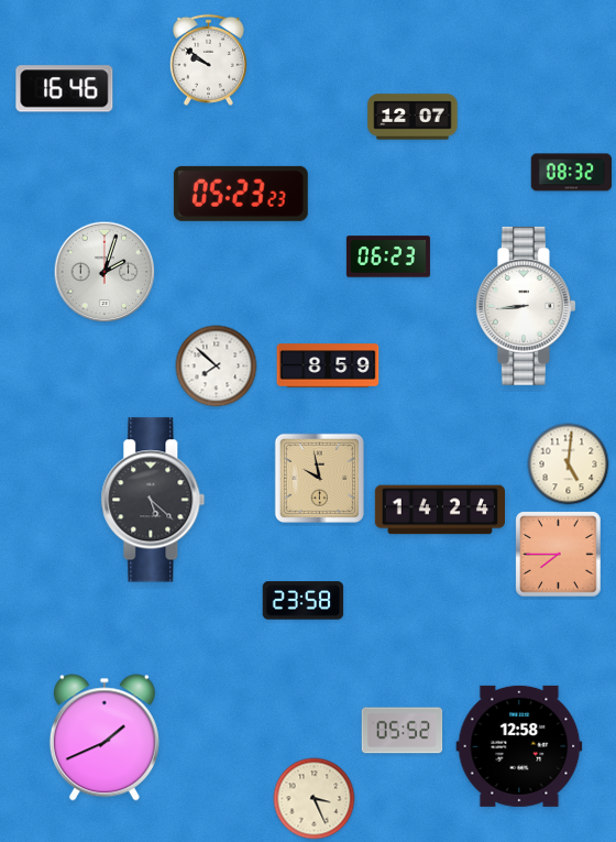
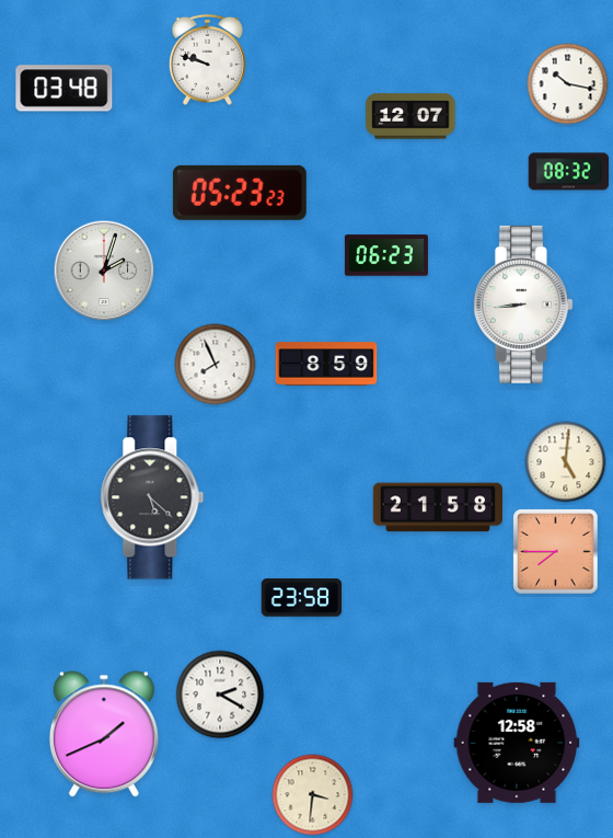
clock at (208, 59): 9:51 -> 9:48
clock at (568, 84): none -> 10:17
clock at (65, 89): 16:46 -> 03:48
clock at (217, 367): 7:52 -> 7:56
clock at (319, 478): 9:58 -> none
clock at (439, 510): 14:24 -> 21:58
clock at (220, 694): none -> 2:20
clock at (403, 731): 05:52 -> none
clock at (315, 799): 3:26 -> 3:31
